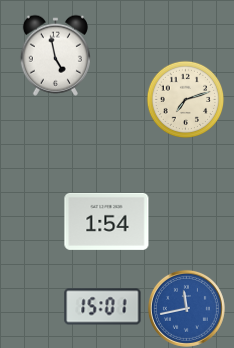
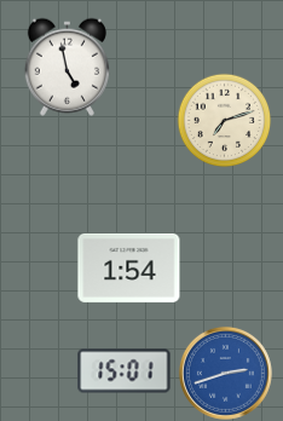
clock at (186, 308): 11:43 -> 2:42
